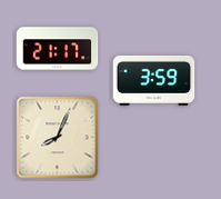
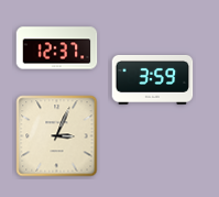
clock at (58, 49): 21:17 -> 12:37
clock at (58, 138): 8:04 -> 3:04
